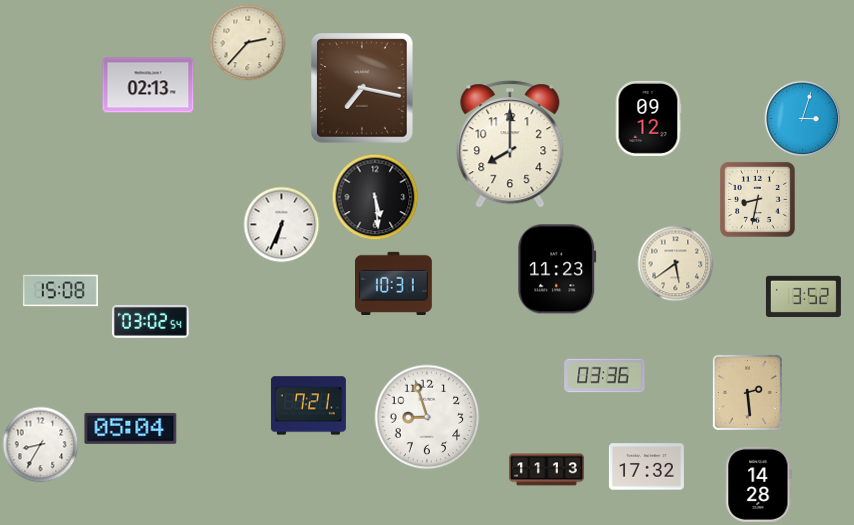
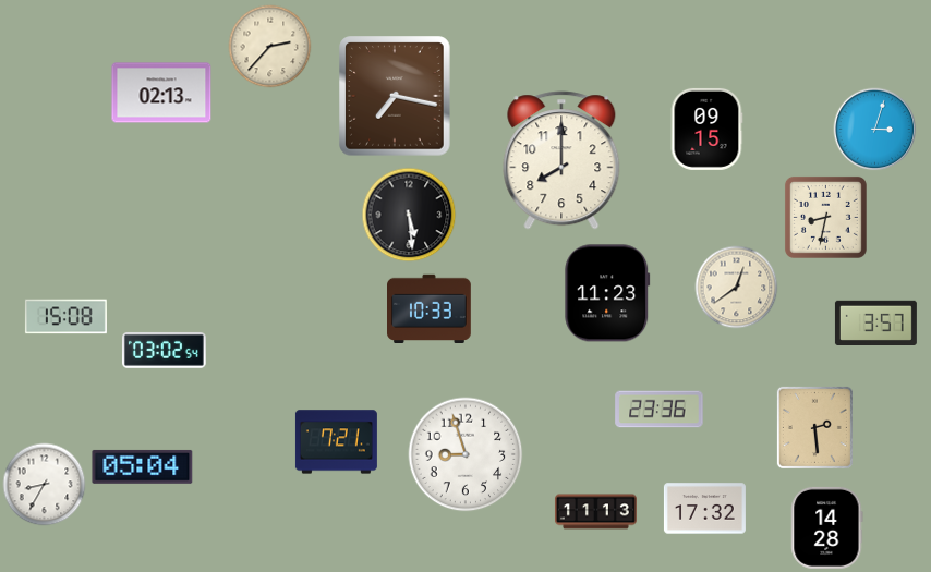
clock at (648, 118): 09:12 -> 09:15
clock at (510, 144) position: (510, 144) -> (561, 160)
clock at (282, 225): 6:34 -> none
clock at (676, 264): 5:39 -> 12:39
clock at (394, 283): 10:31 -> 10:33
clock at (803, 296): 3:52 -> 3:57
clock at (605, 376): 03:36 -> 23:36
